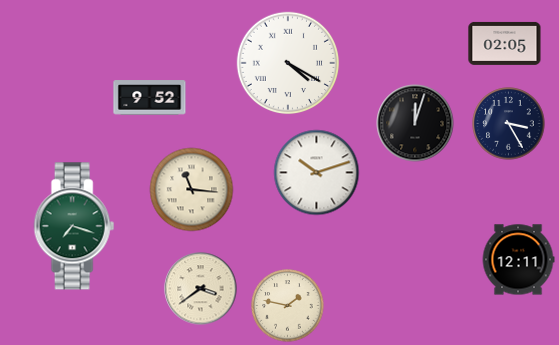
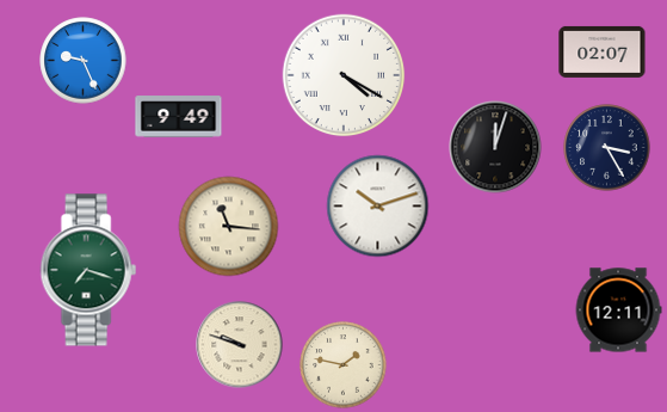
clock at (505, 43): 02:05 -> 02:07
clock at (84, 61): none -> 9:26
clock at (150, 98): 9:52 -> 9:49
clock at (201, 289): 3:39 -> 9:48
